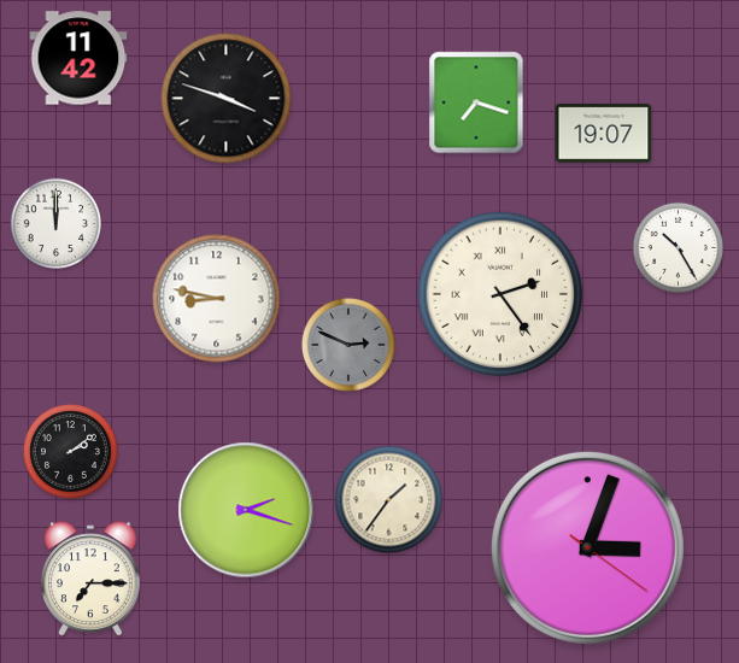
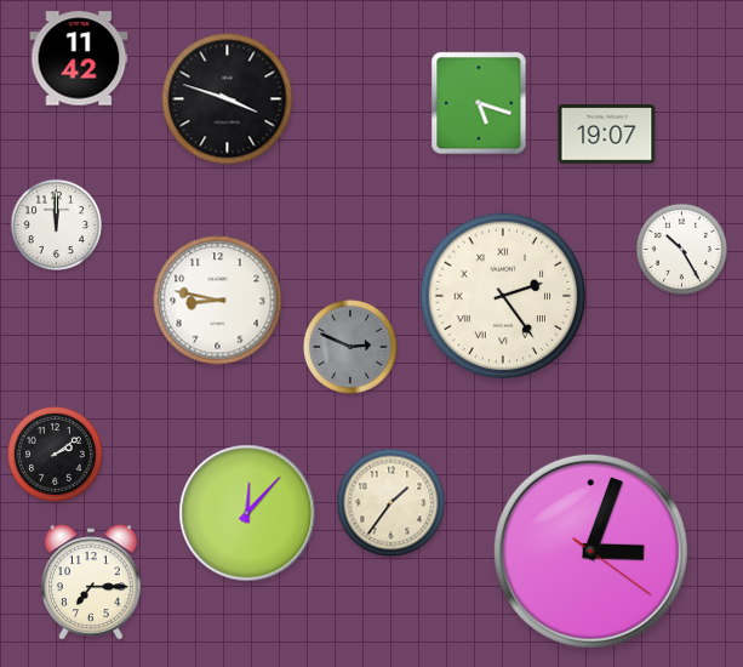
clock at (476, 102): 7:18 -> 5:18
clock at (71, 452) position: (71, 452) -> (56, 455)
clock at (246, 510): 2:18 -> 12:07
